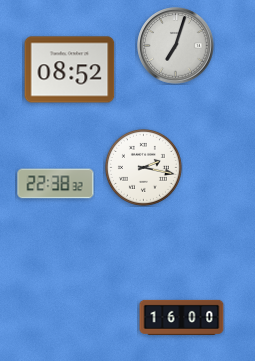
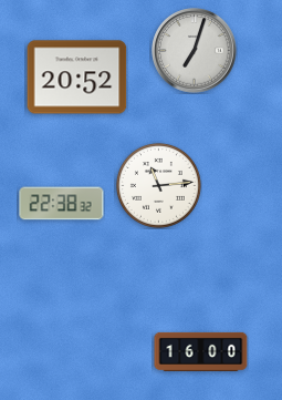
clock at (70, 70): 08:52 -> 20:52
clock at (143, 167): 2:17 -> 11:14
